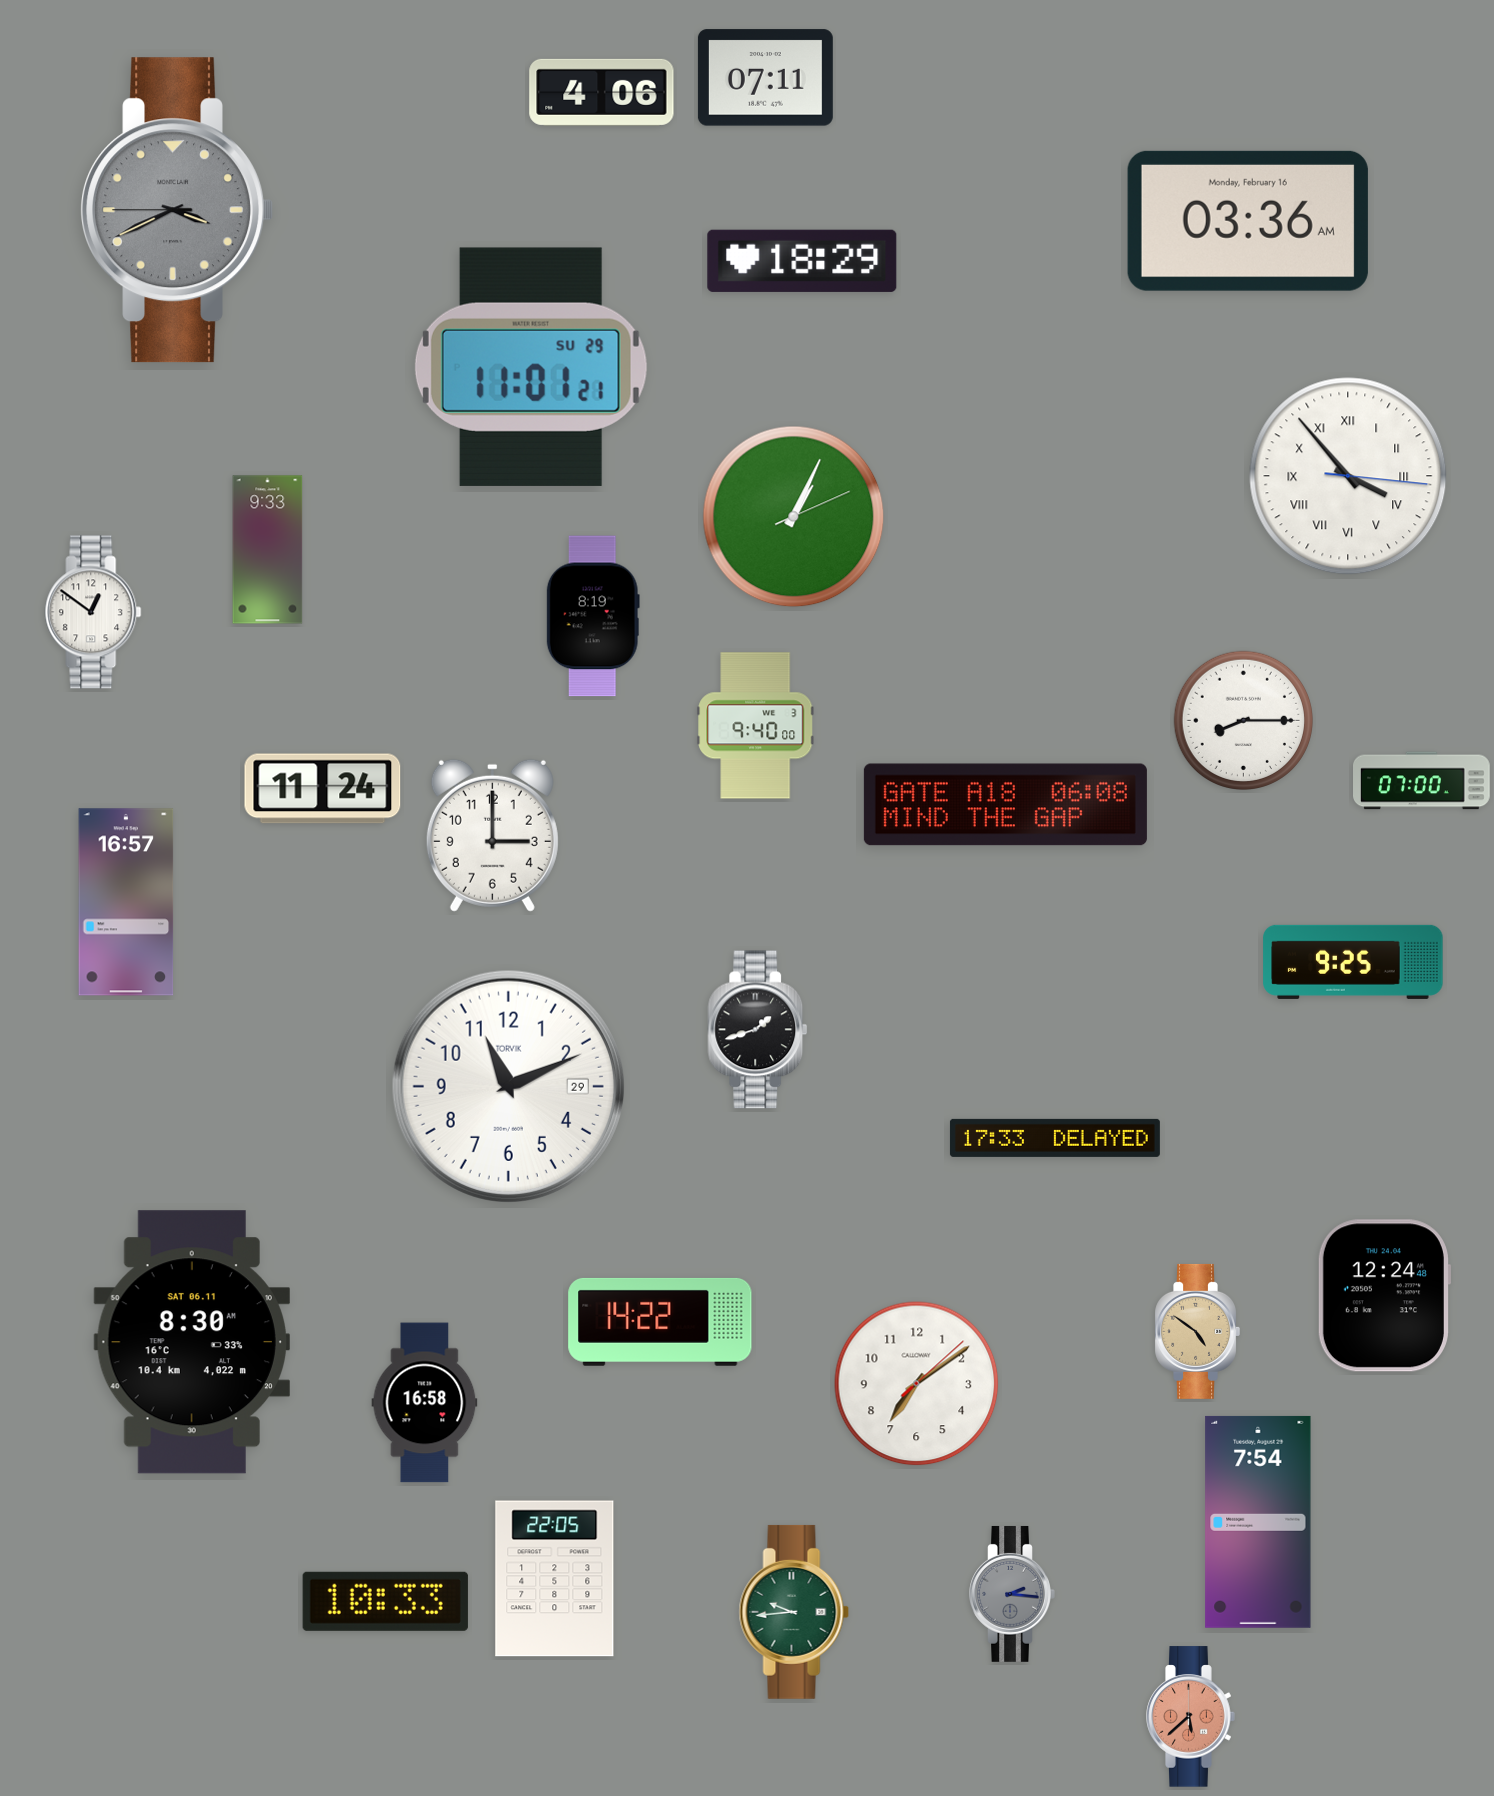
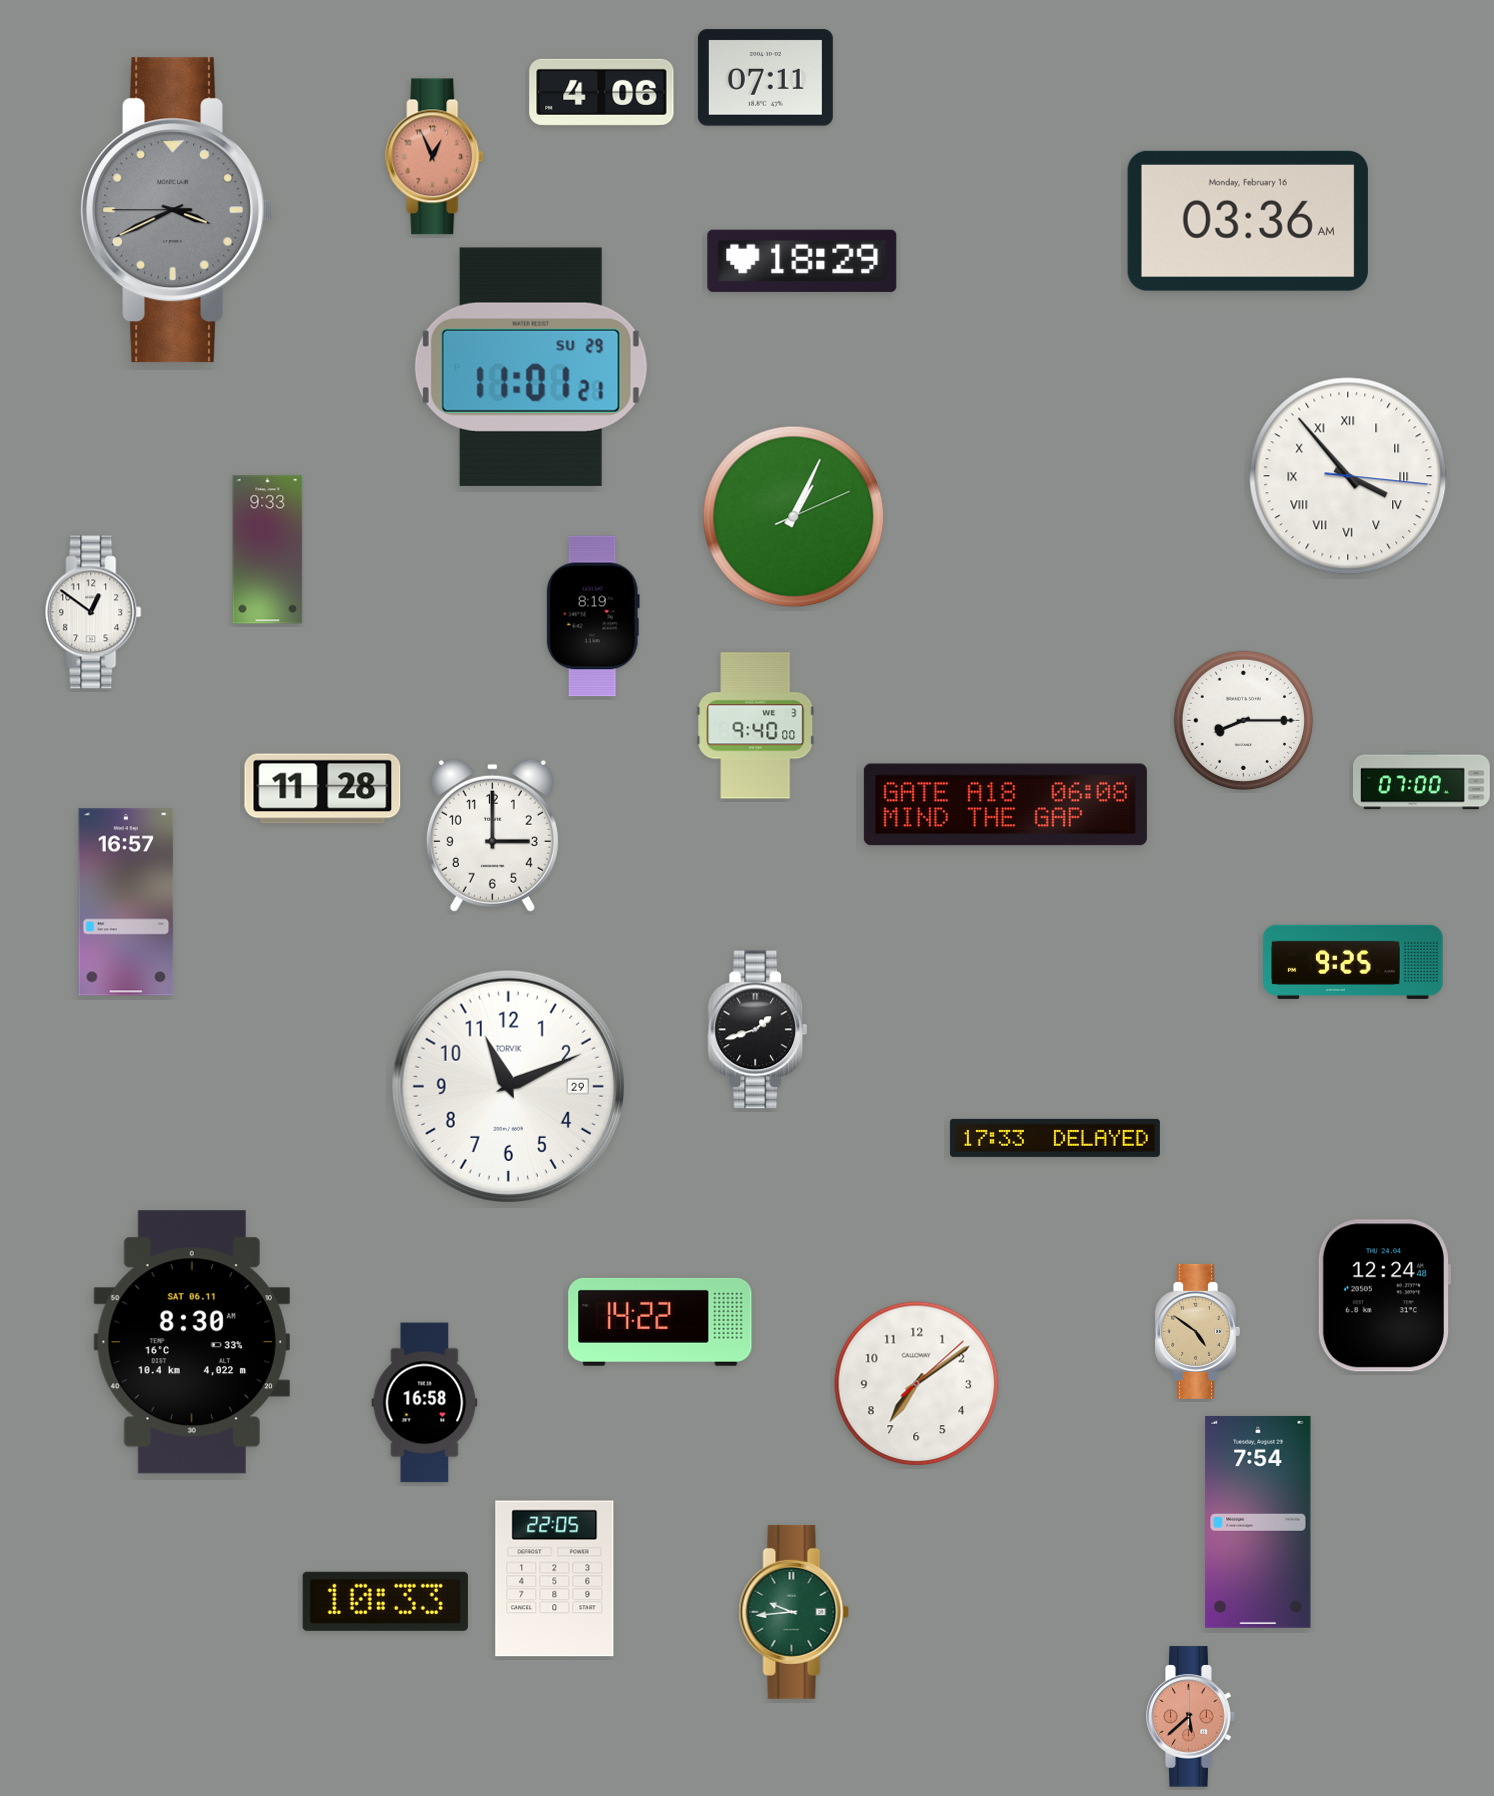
clock at (435, 157): none -> 12:56
clock at (323, 789): 11:24 -> 11:28
clock at (1012, 1594): 2:16 -> none
